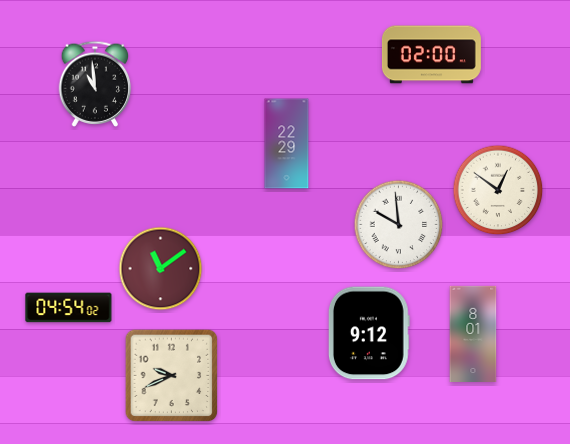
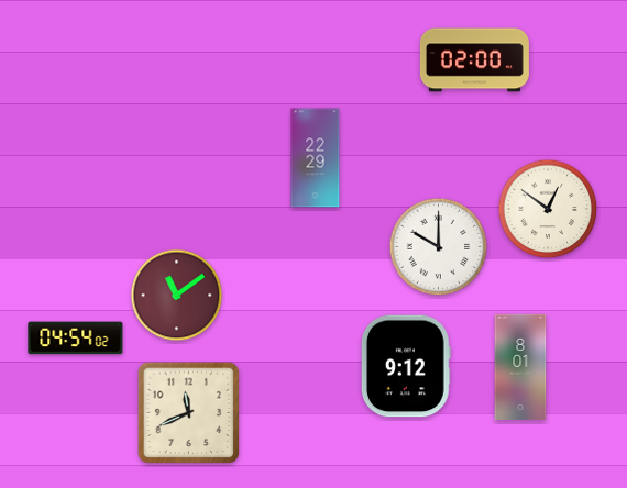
clock at (95, 84): 10:59 -> none
clock at (399, 225): 9:59 -> 10:00
clock at (172, 376): 9:41 -> 11:41
